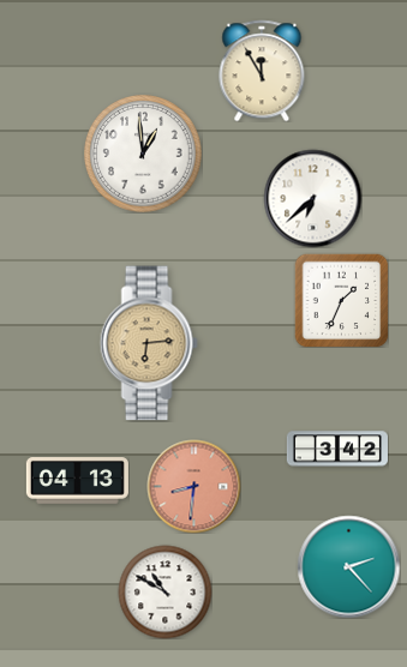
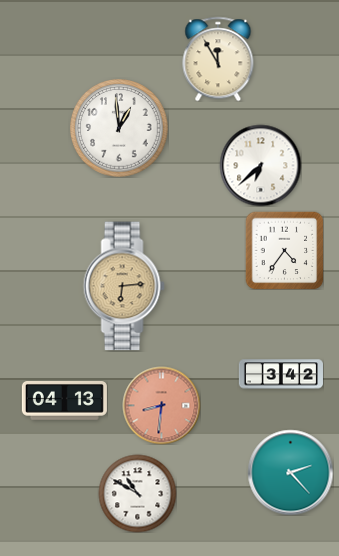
clock at (341, 300): 1:34 -> 4:36
